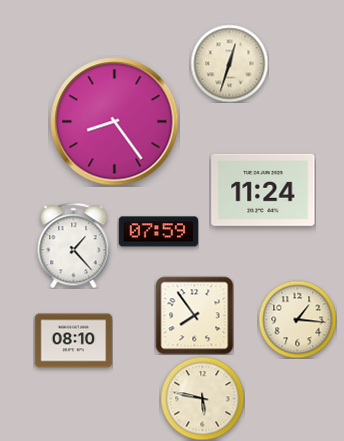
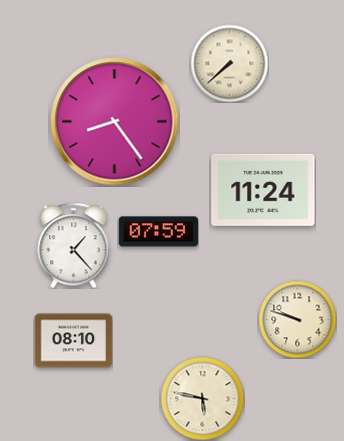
clock at (229, 63): 12:33 -> 7:38
clock at (194, 315): 7:54 -> none
clock at (297, 319): 1:16 -> 9:48
